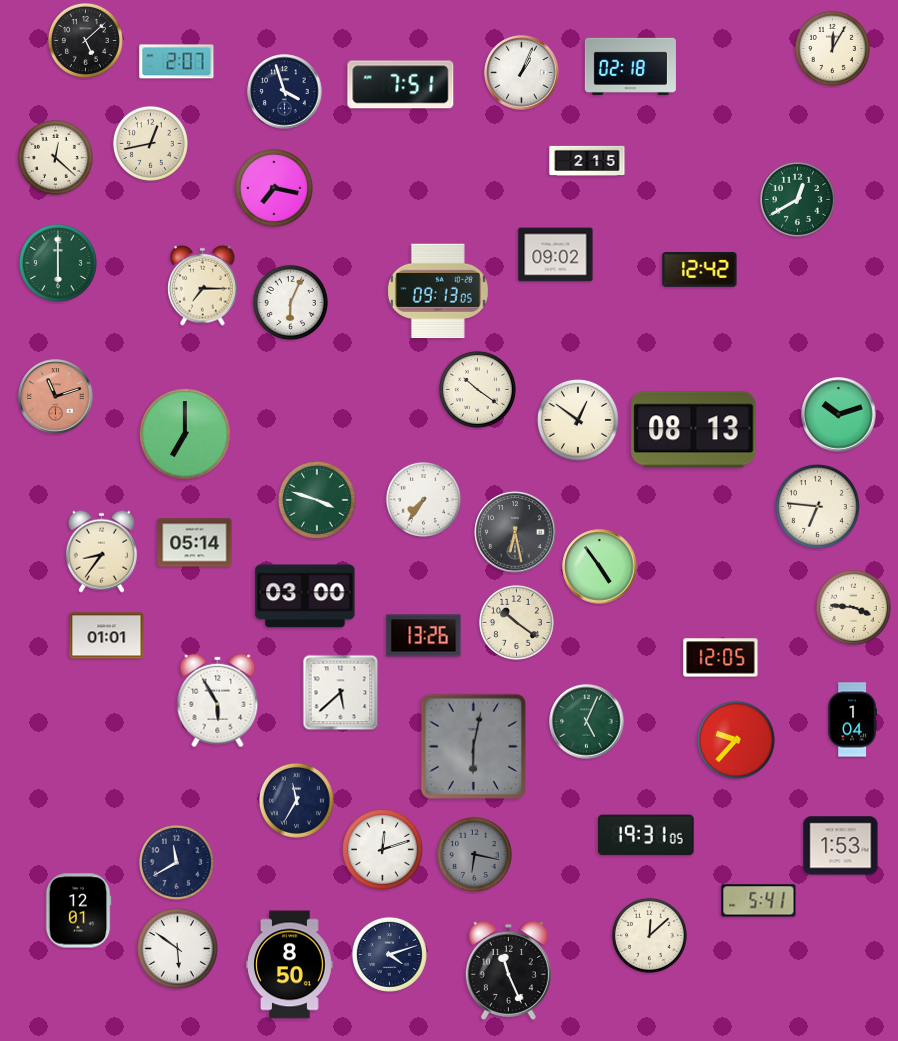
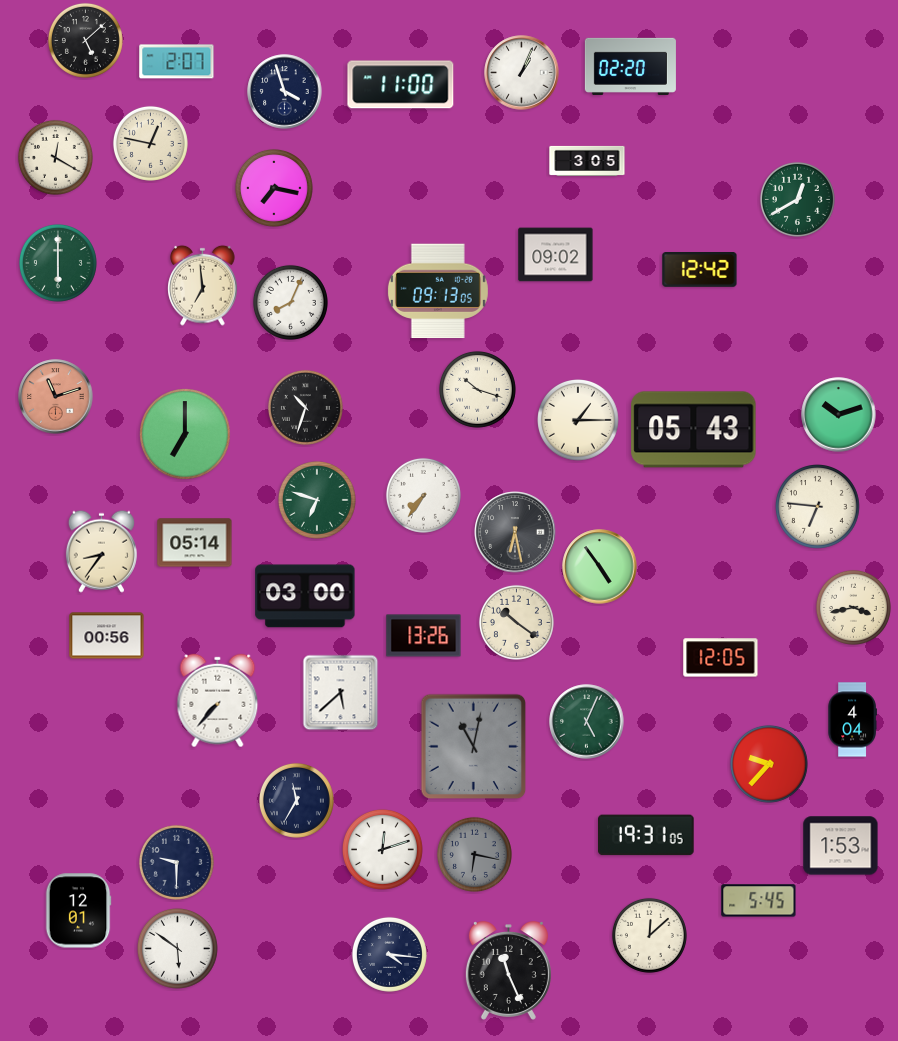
clock at (832, 48): 12:05 -> none
clock at (630, 66): 02:18 -> 02:20
clock at (401, 85): 7:51 -> 11:00
clock at (150, 143): 12:43 -> 12:47
clock at (55, 157): 12:22 -> 12:20
clock at (587, 161): 2:15 -> 3:05
clock at (203, 285): 7:15 -> 6:59
clock at (290, 302): 6:04 -> 8:04
clock at (477, 389): 10:21 -> 10:18
clock at (305, 407): none -> 10:33
clock at (579, 421): 12:51 -> 1:15
clock at (694, 430): 08:13 -> 05:43
clock at (423, 499) position: (423, 499) -> (423, 495)
clock at (317, 500): 3:48 -> 6:48
clock at (853, 607): 3:46 -> 3:43
clock at (107, 636): 01:01 -> 00:56
clock at (218, 701): 5:55 -> 7:37
clock at (852, 720): 1:04 -> 4:04
clock at (736, 740) position: (736, 740) -> (769, 764)
clock at (474, 747): 6:02 -> 11:02
clock at (176, 862): 11:40 -> 9:30
clock at (759, 901): 5:41 -> 5:45
clock at (389, 954): 4:12 -> 4:16
clock at (290, 965): 8:50 -> none
